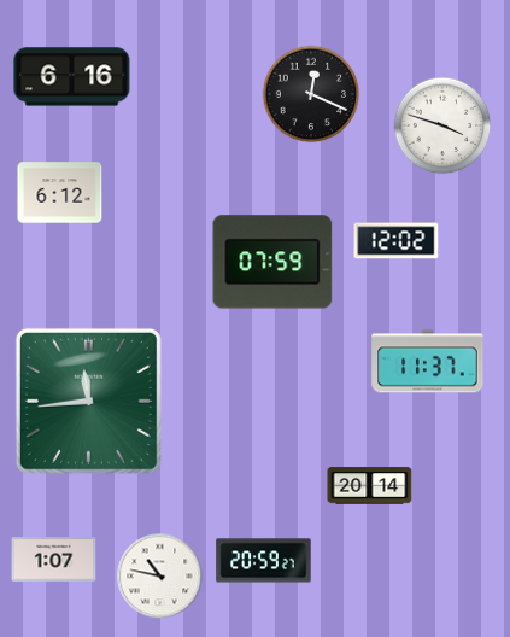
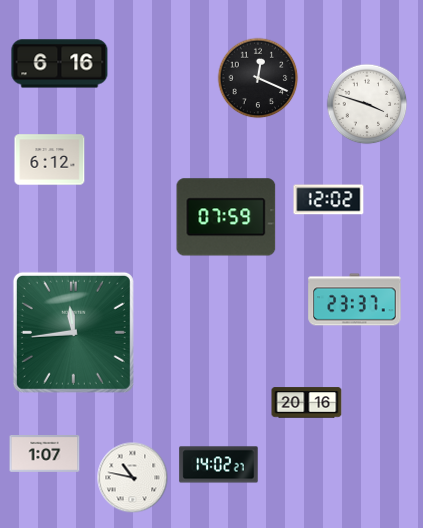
clock at (428, 362): 11:37 -> 23:37
clock at (370, 486): 20:14 -> 20:16
clock at (54, 560) position: (54, 560) -> (45, 454)
clock at (264, 561): 20:59 -> 14:02
